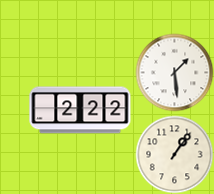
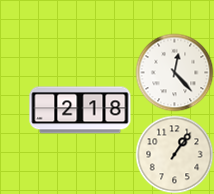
clock at (174, 72): 1:29 -> 12:23
clock at (80, 110): 2:22 -> 2:18
